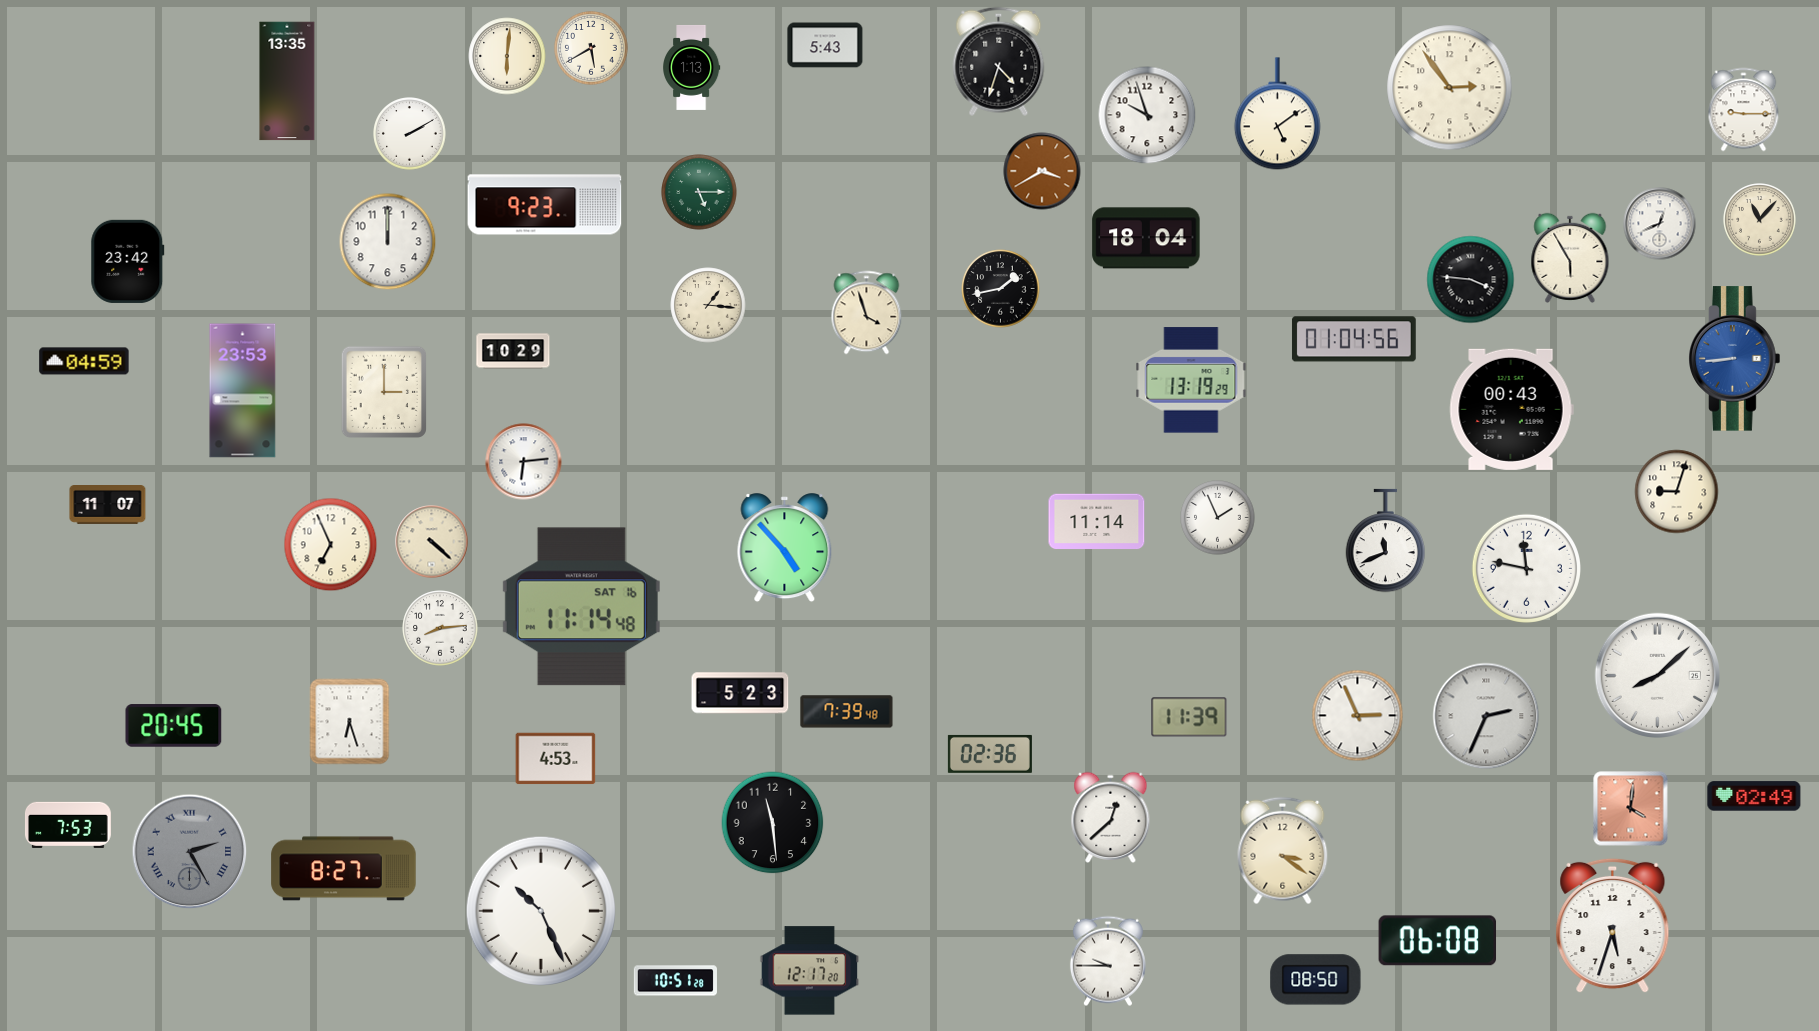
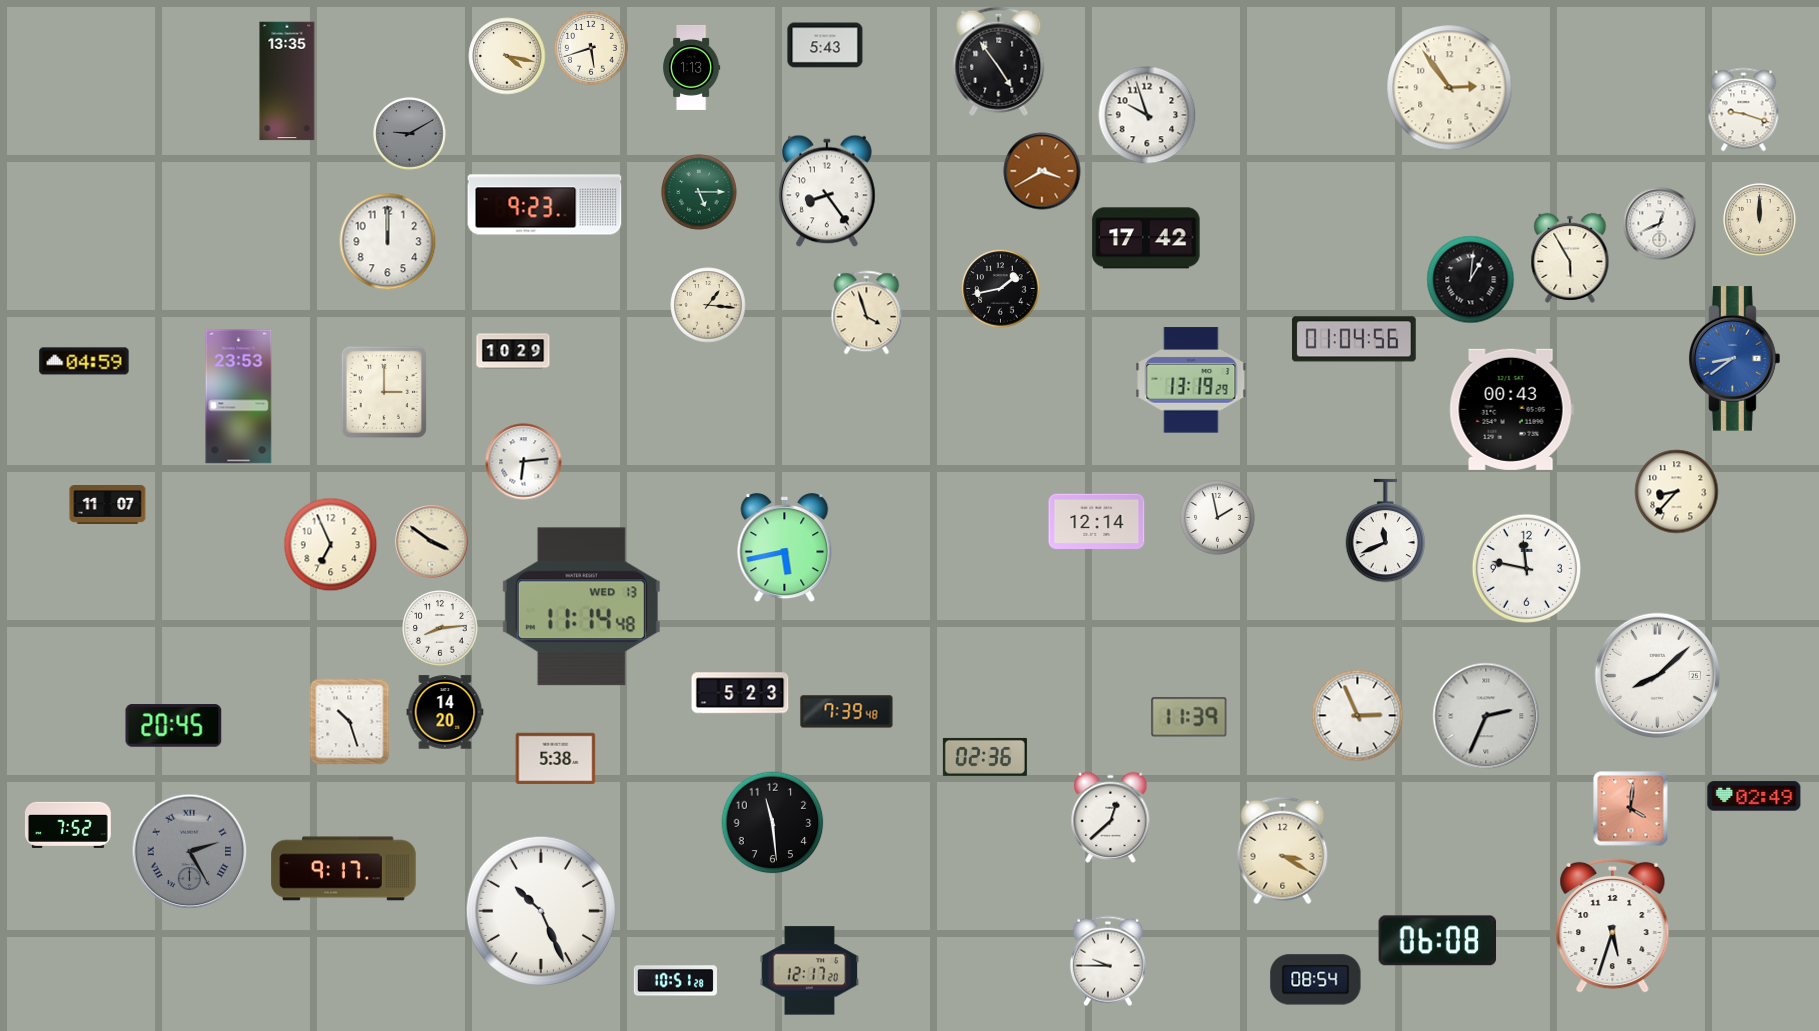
clock at (591, 48): 5:40 -> 5:42
clock at (507, 56): 6:01 -> 4:17
clock at (999, 61): 4:33 -> 4:54
clock at (1744, 110): 9:15 -> 9:18
clock at (1277, 114): 5:09 -> none
clock at (410, 134): 2:10 -> 9:10
clock at (410, 134) dial: white -> grey
clock at (827, 191): none -> 8:24
clock at (1760, 220): 11:07 -> 12:00
clock at (1146, 238): 18:04 -> 17:42
clock at (128, 261): 23:42 -> none
clock at (1471, 280): 3:46 -> 1:01
clock at (1735, 359): 8:44 -> 8:39
clock at (243, 391) position: (243, 391) -> (239, 397)
clock at (1677, 492): 9:03 -> 8:37
clock at (1218, 518): 1:56 -> 1:58
clock at (1097, 522): 11:14 -> 12:14
clock at (1386, 541) position: (1386, 541) -> (1386, 531)
clock at (432, 542): 4:22 -> 3:51
clock at (785, 548): 4:53 -> 5:43
clock at (581, 607) date: SAT 16 -> WED 13
clock at (445, 712): none -> 14:20
clock at (350, 722): 6:27 -> 10:27
clock at (990, 754) position: (990, 754) -> (985, 757)
clock at (556, 759): 4:53 -> 5:38
clock at (68, 825): 7:53 -> 7:52
clock at (1283, 851): 3:21 -> 3:20
clock at (344, 869): 8:27 -> 9:17
clock at (1316, 980): 08:50 -> 08:54
